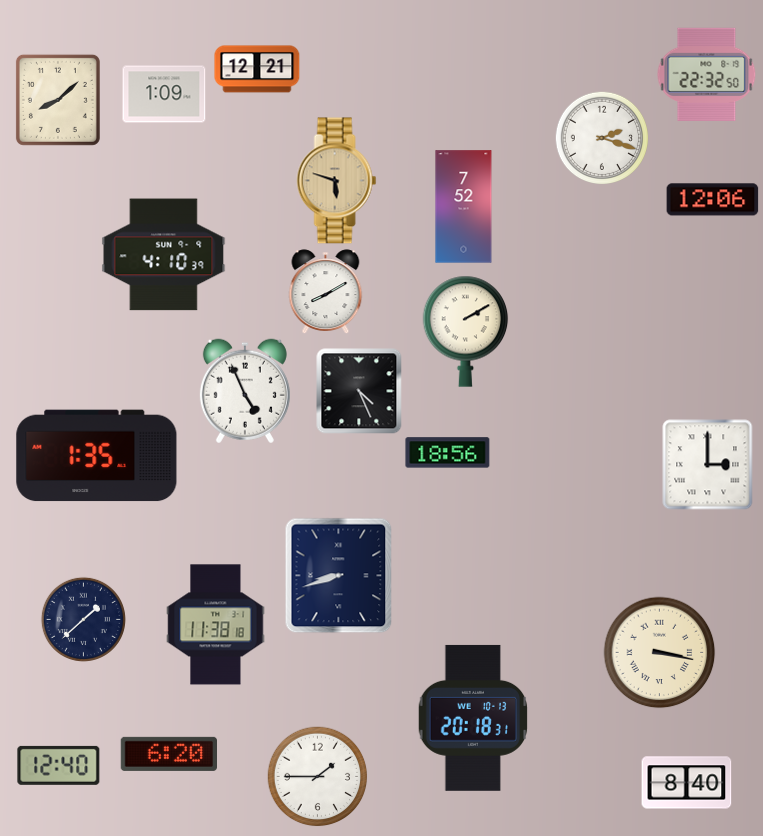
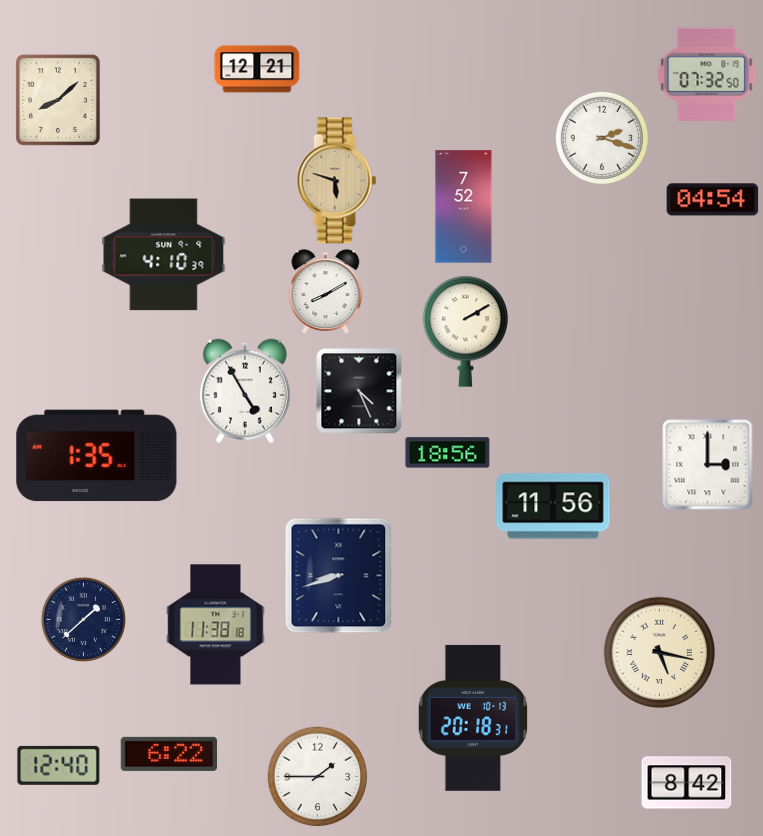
clock at (707, 74): 22:32 -> 07:32
clock at (164, 94): 1:09 -> none
clock at (713, 200): 12:06 -> 04:54
clock at (245, 391): 4:56 -> 4:55
clock at (553, 506): none -> 11:56
clock at (660, 653): 3:17 -> 5:17
clock at (169, 754): 6:20 -> 6:22
clock at (687, 783): 8:40 -> 8:42
